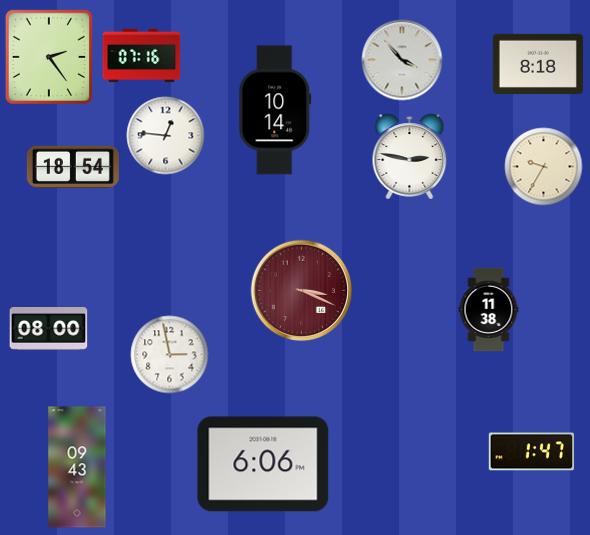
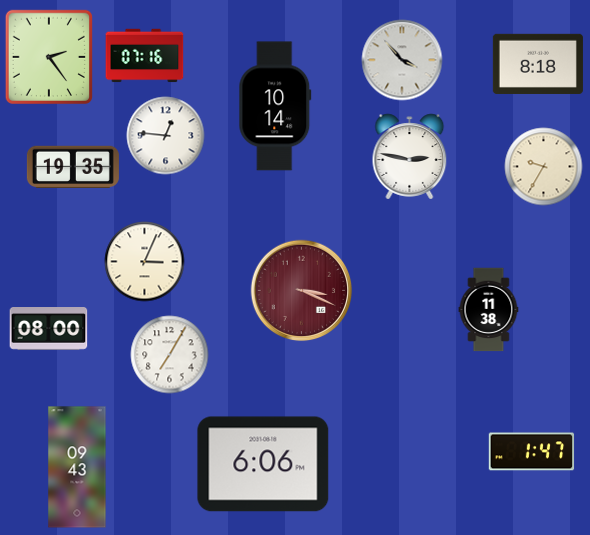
clock at (141, 56) position: (141, 56) -> (144, 56)
clock at (275, 110) position: (275, 110) -> (275, 106)
clock at (73, 167): 18:54 -> 19:35
clock at (144, 261): none -> 3:04
clock at (169, 354): 2:58 -> 7:05
